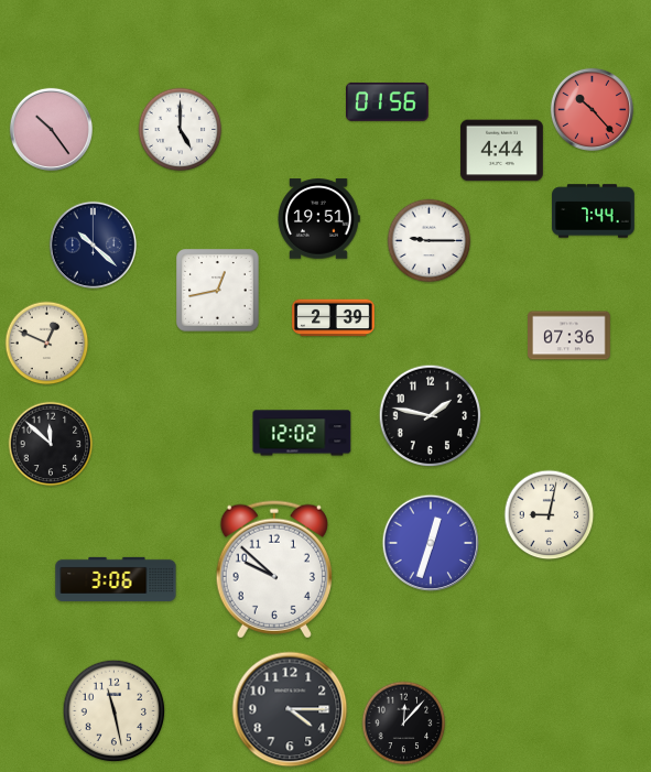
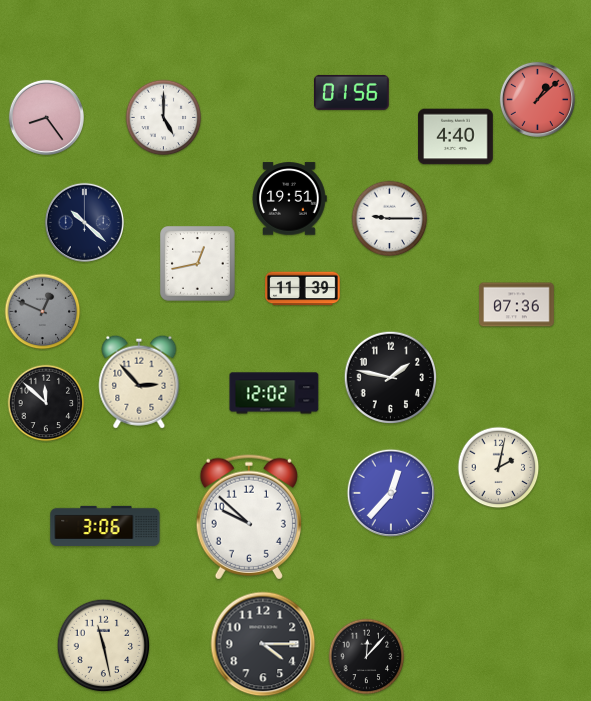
clock at (592, 109): 10:23 -> 1:08
clock at (51, 129): 10:24 -> 8:24
clock at (502, 151): 4:44 -> 4:40
clock at (594, 211): 7:44 -> none
clock at (334, 318): 2:39 -> 11:39
clock at (47, 344) dial: cream -> grey
clock at (139, 382): none -> 2:53
clock at (550, 515): 9:02 -> 2:02
clock at (431, 543): 12:33 -> 12:37
